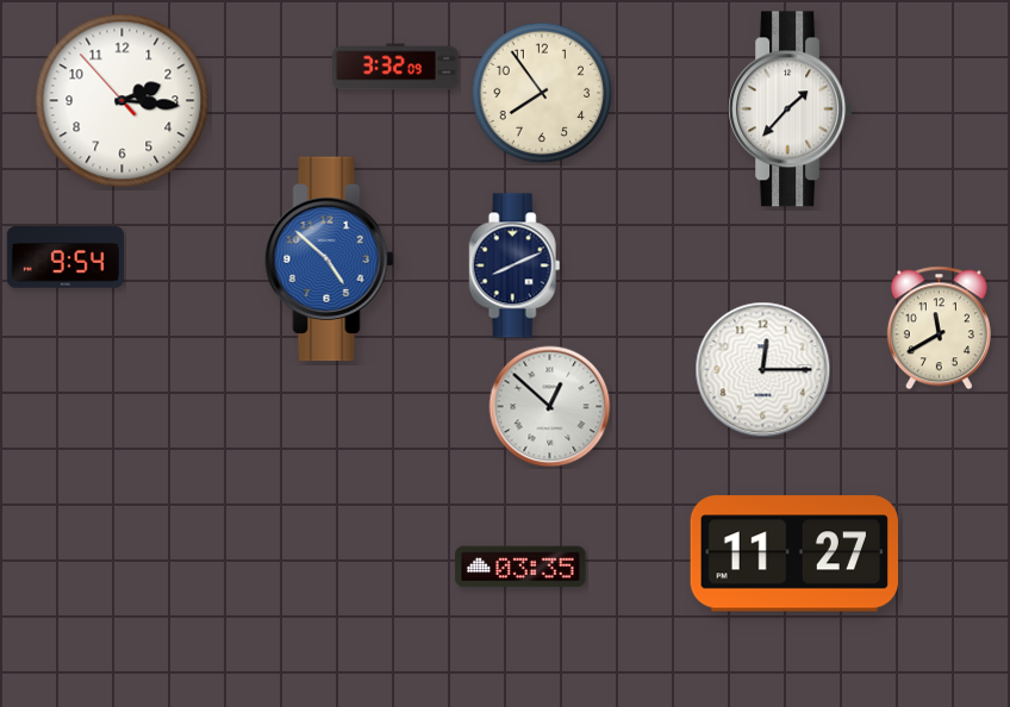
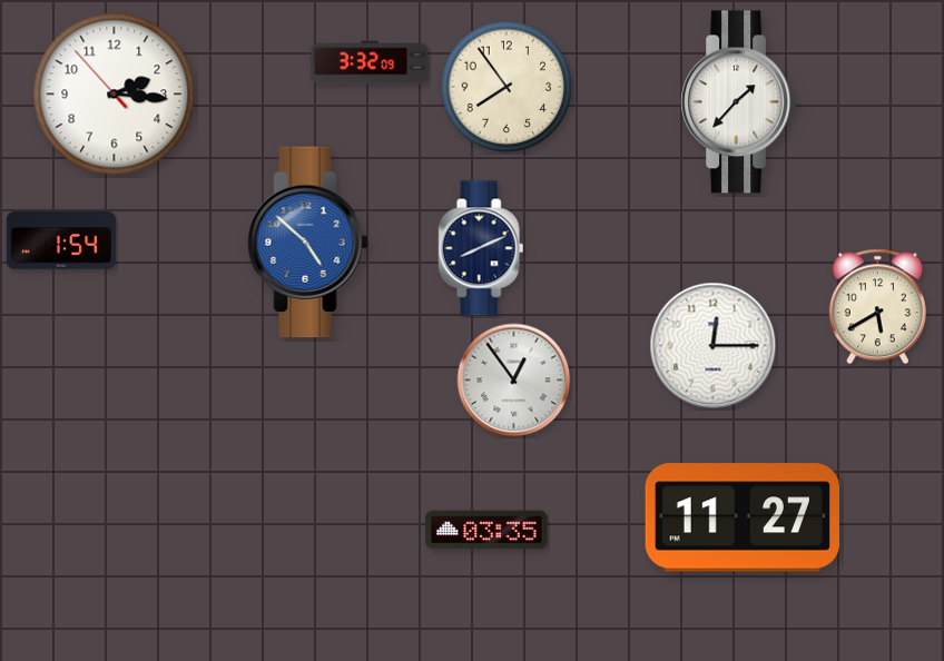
clock at (66, 257): 9:54 -> 1:54
clock at (939, 329): 11:40 -> 5:40
clock at (550, 407): 12:52 -> 12:54
